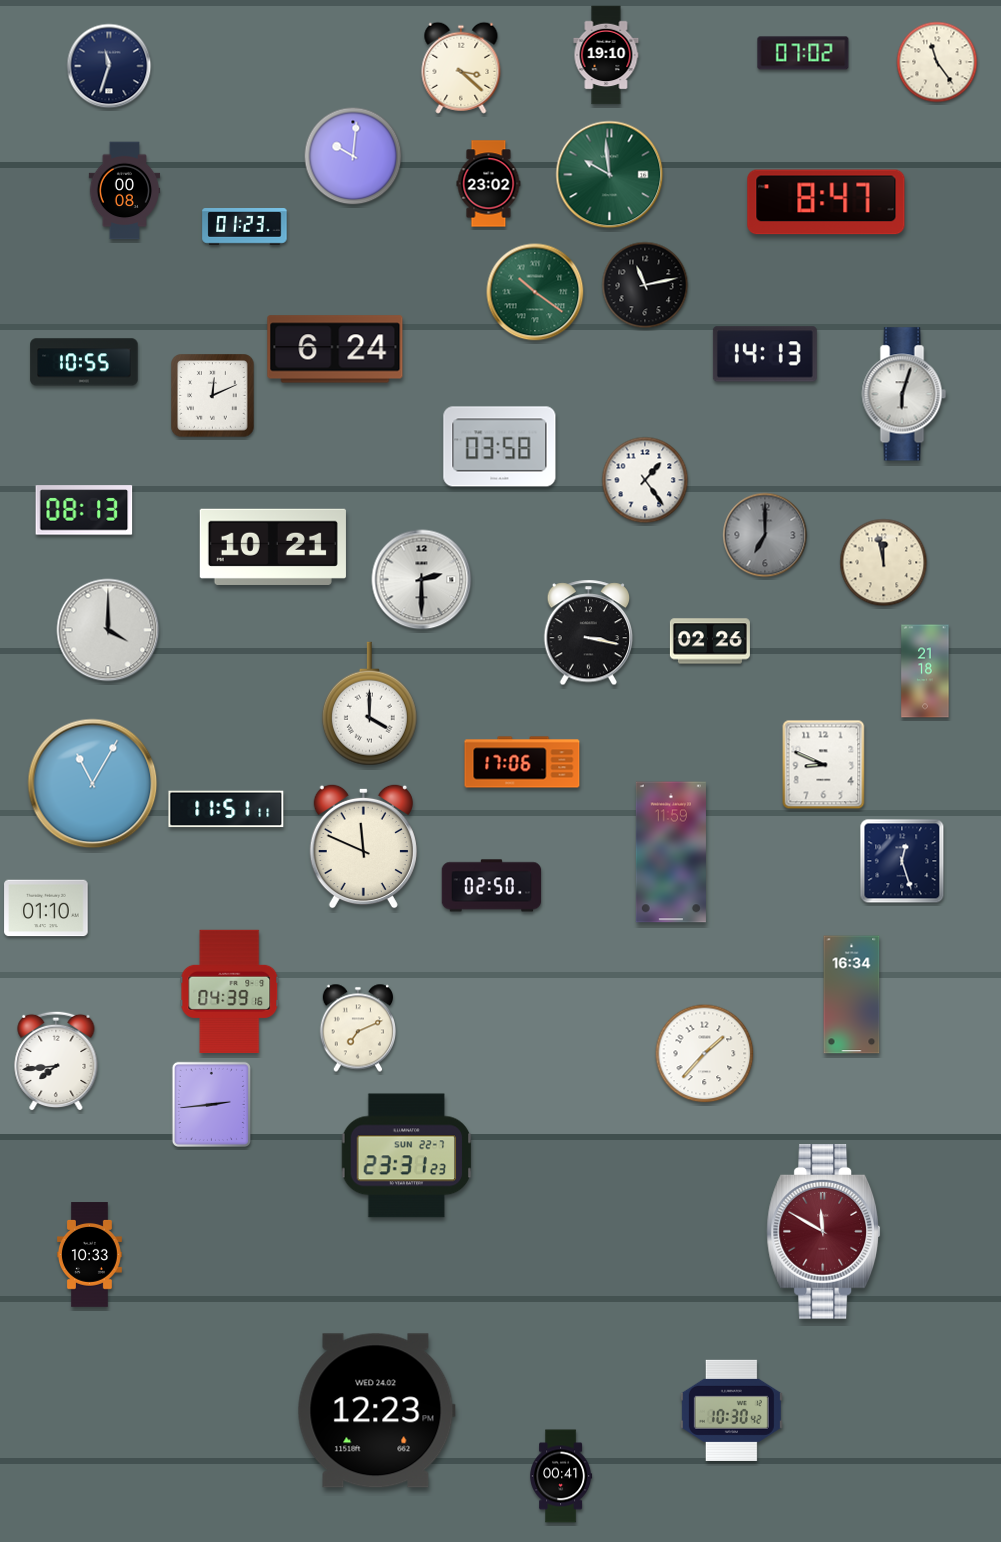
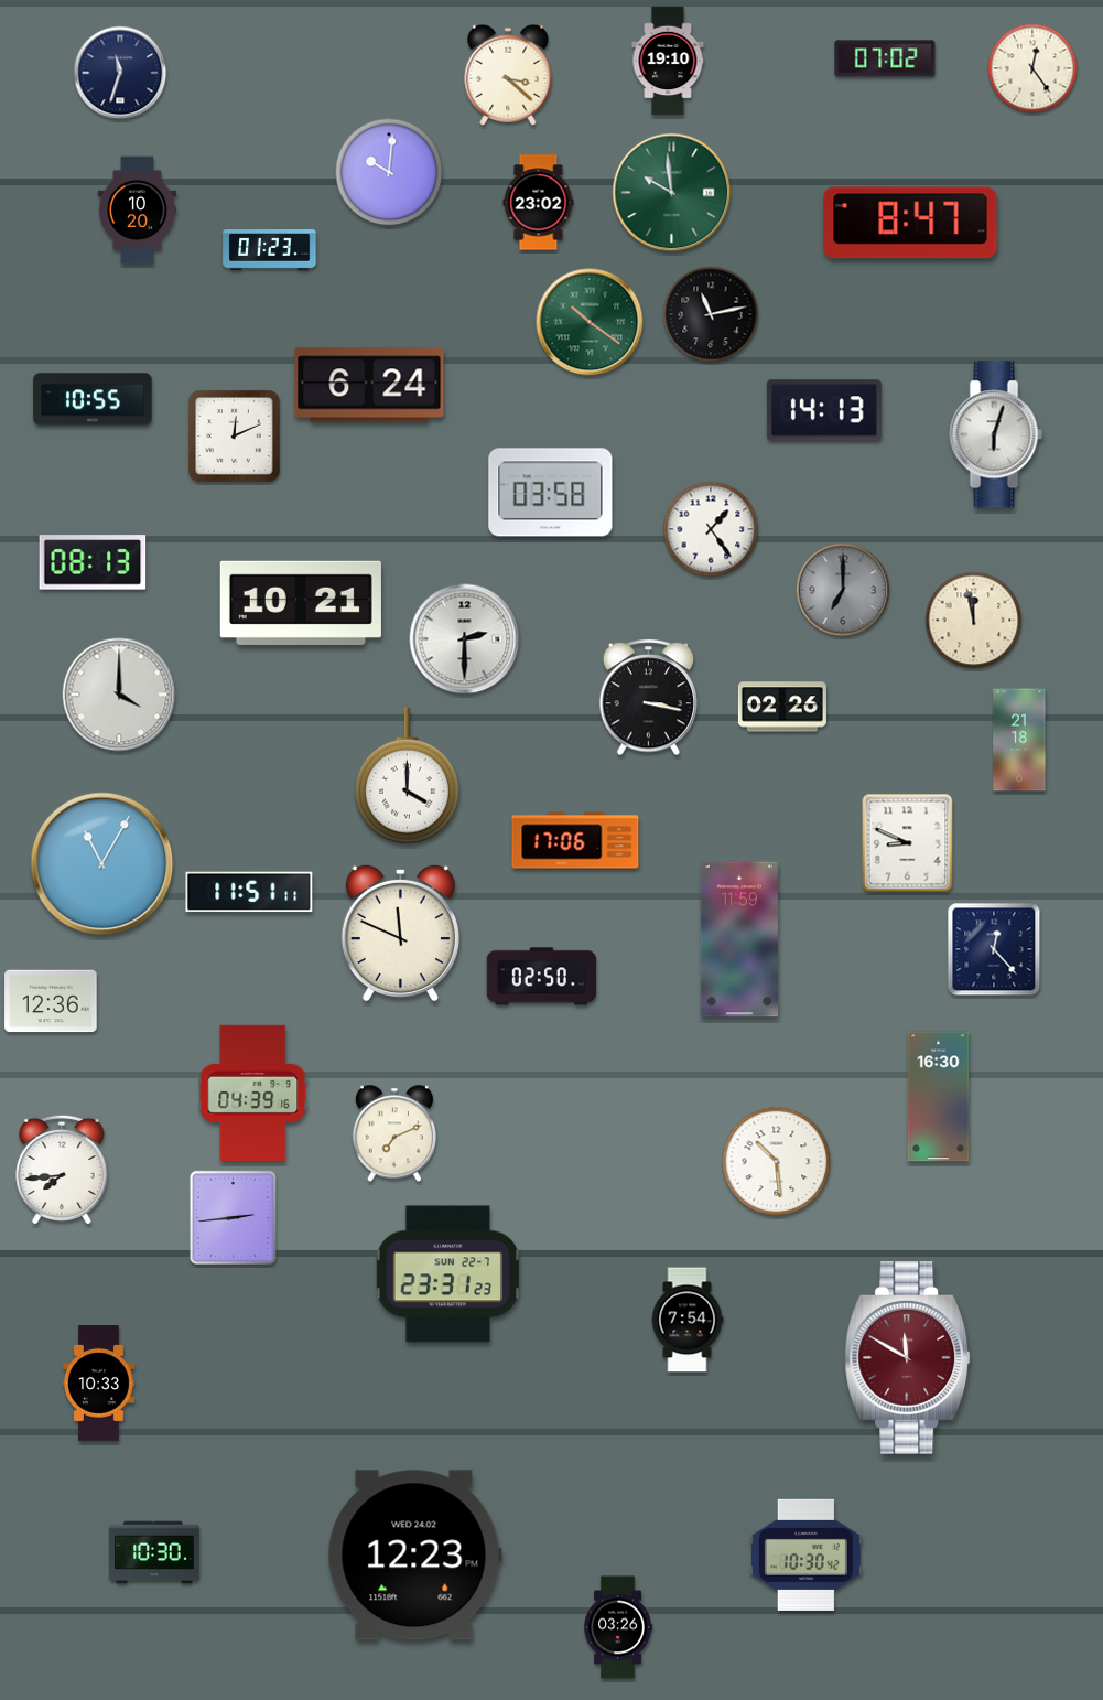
clock at (937, 62): 11:24 -> 12:24
clock at (125, 191): 00:08 -> 10:20
clock at (765, 354) position: (765, 354) -> (824, 410)
clock at (902, 861): 12:27 -> 12:23
clock at (46, 908): 01:10 -> 12:36
clock at (852, 995): 16:34 -> 16:30
clock at (705, 1054): 1:37 -> 10:29
clock at (688, 1320): none -> 7:54
clock at (155, 1552): none -> 10:30
clock at (561, 1476): 00:41 -> 03:26
